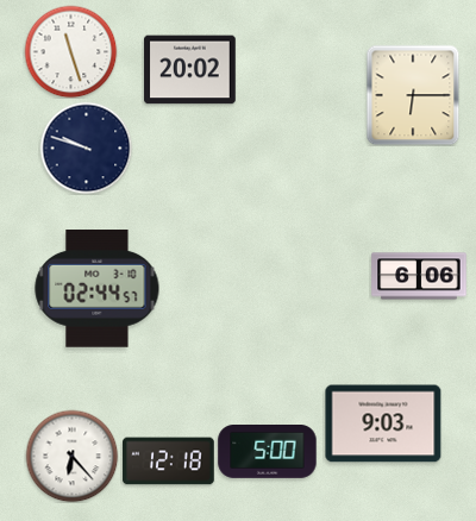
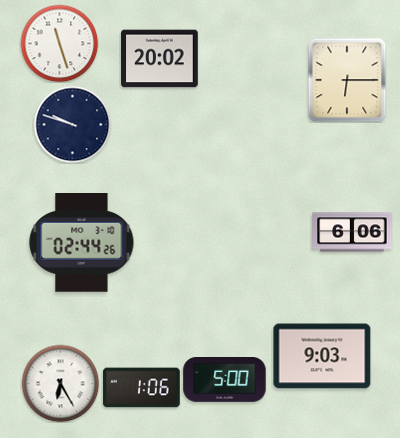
clock at (98, 289): 02:44:57 -> 02:44:26
clock at (71, 456): 6:23 -> 6:25
clock at (169, 462): 12:18 -> 1:06
